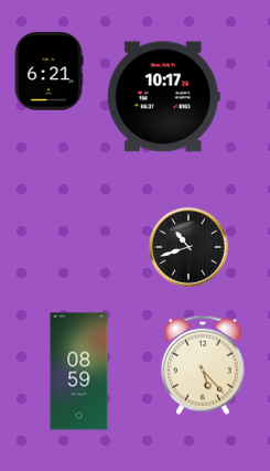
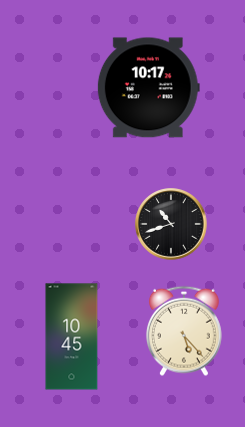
clock at (48, 72): 6:21 -> none
clock at (79, 372): 08:59 -> 10:45
